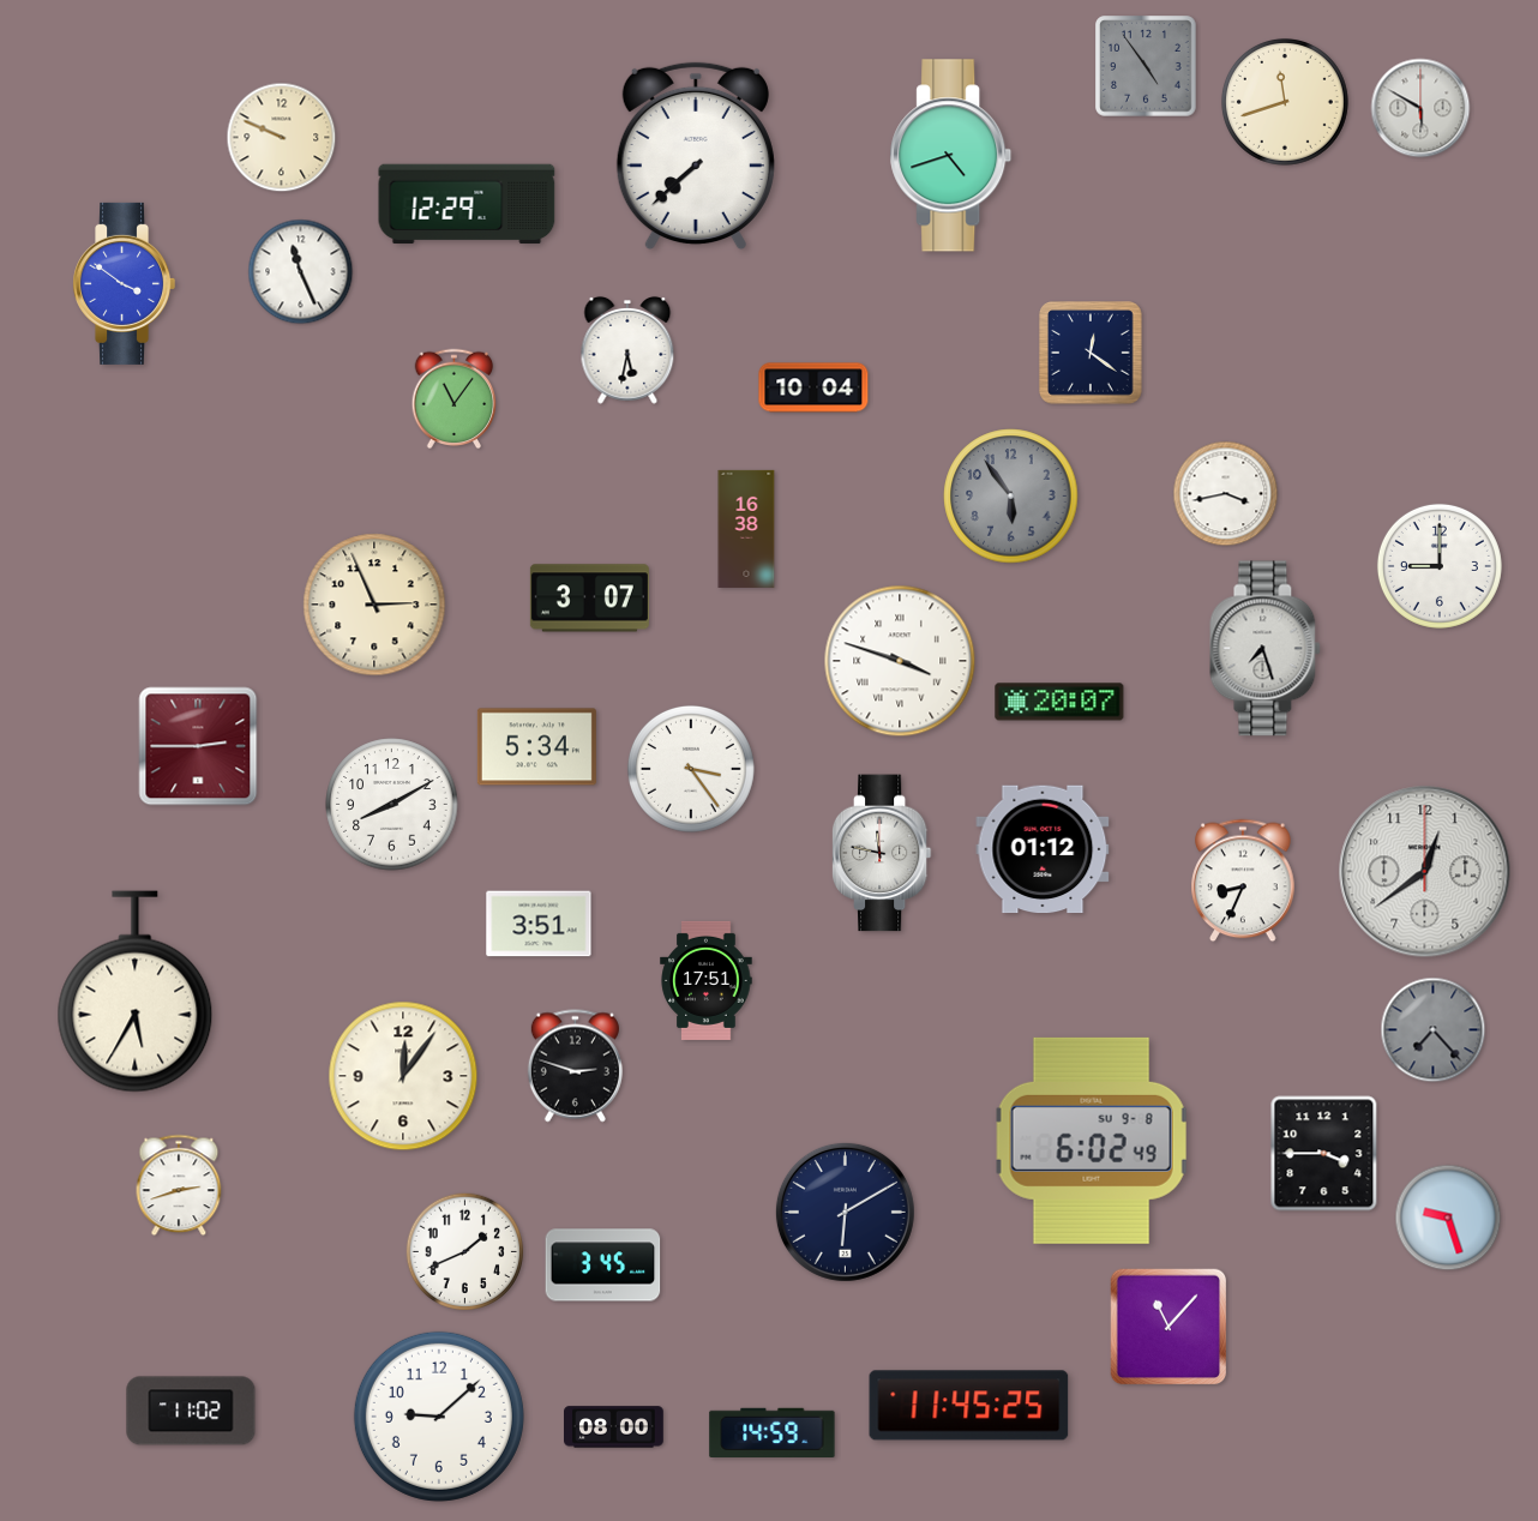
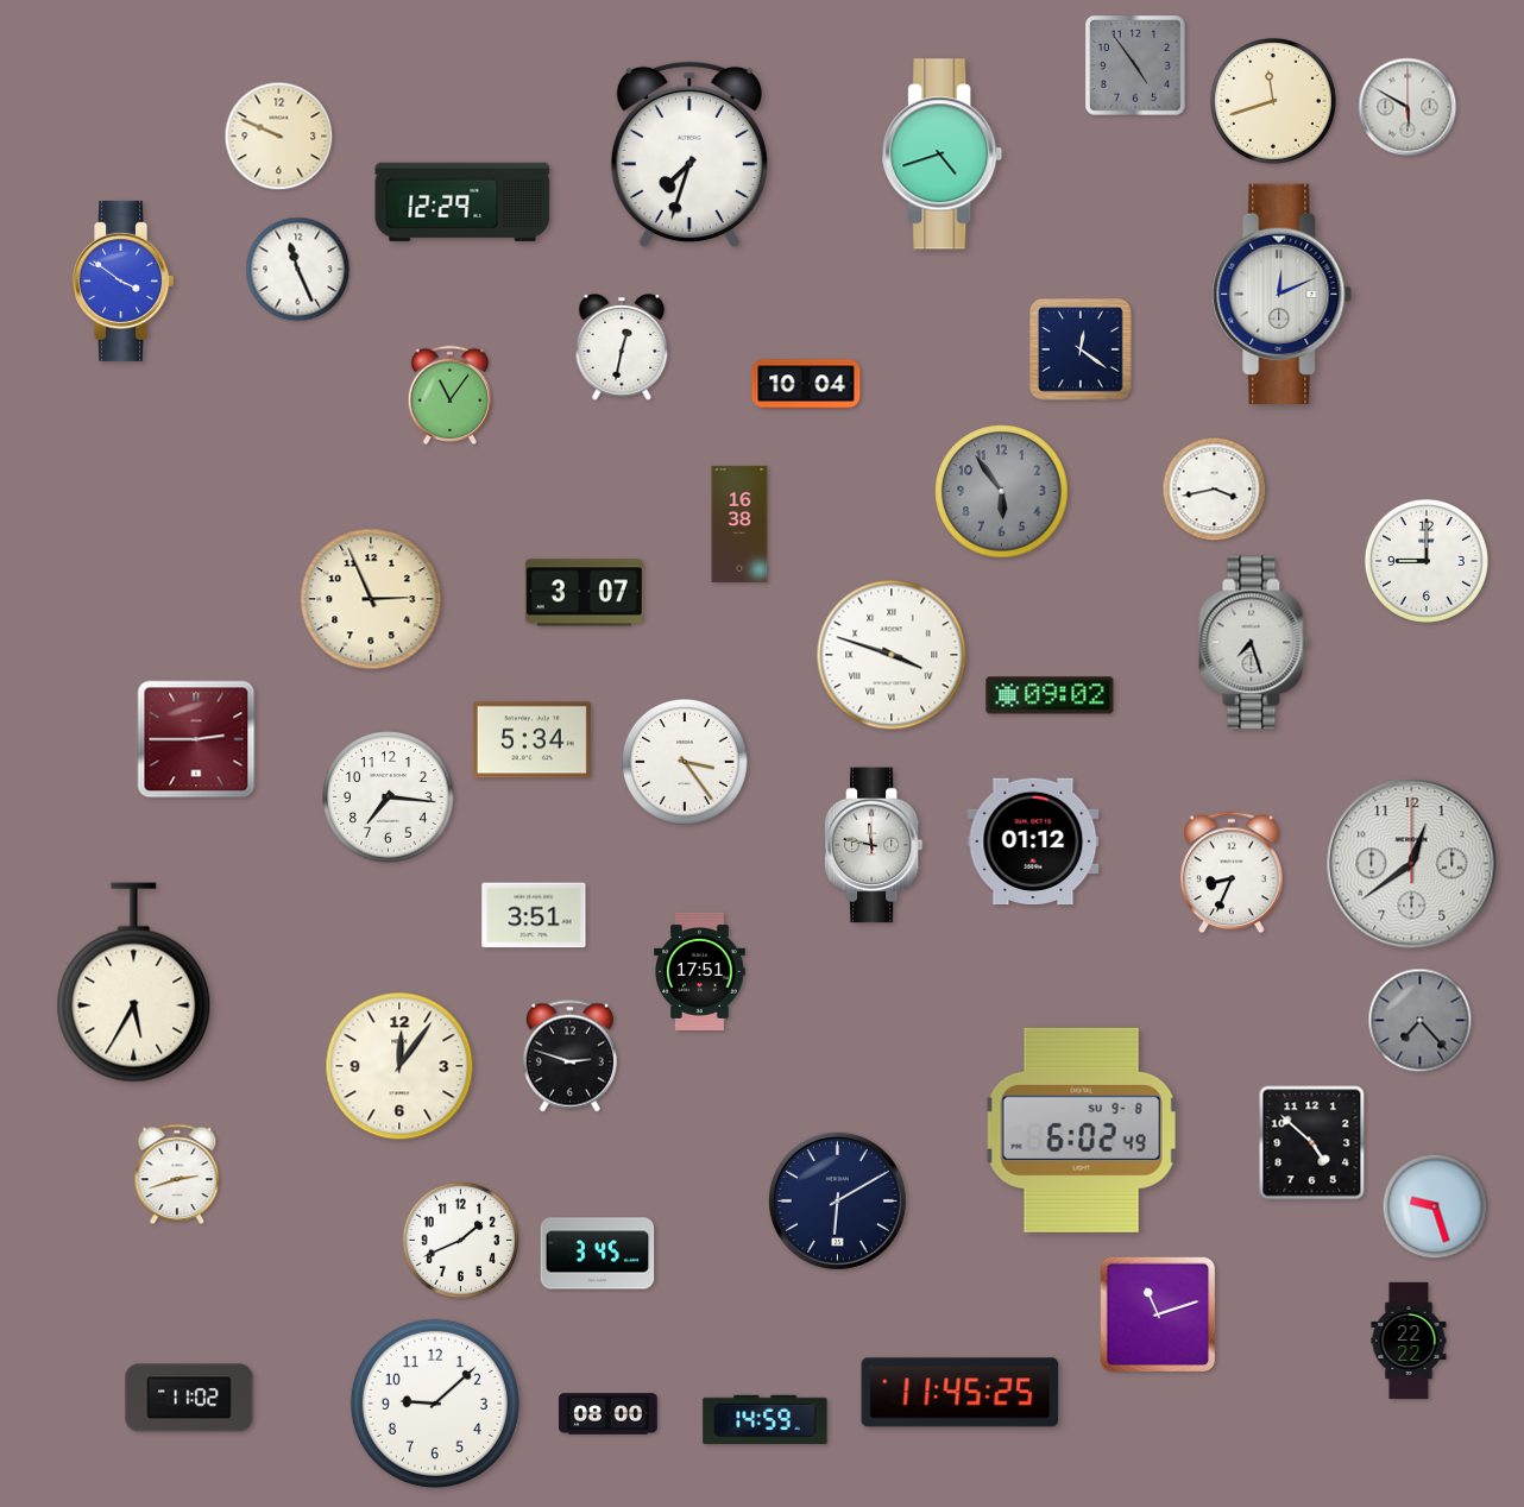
clock at (696, 156): 7:38 -> 7:33
clock at (1283, 295): none -> 12:11
clock at (627, 350): 5:32 -> 12:32
clock at (1059, 702): 20:07 -> 09:02
clock at (392, 805): 8:10 -> 7:16
clock at (1324, 1154): 3:45 -> 4:52
clock at (1168, 1327): 11:07 -> 11:12
clock at (1409, 1341): none -> 22:22
